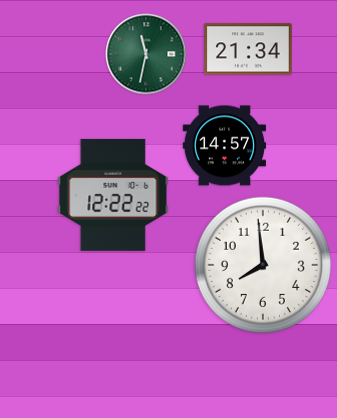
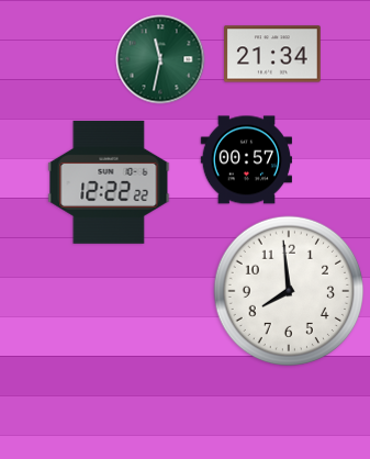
clock at (224, 146): 14:57 -> 00:57
clock at (113, 195) position: (113, 195) -> (109, 182)
